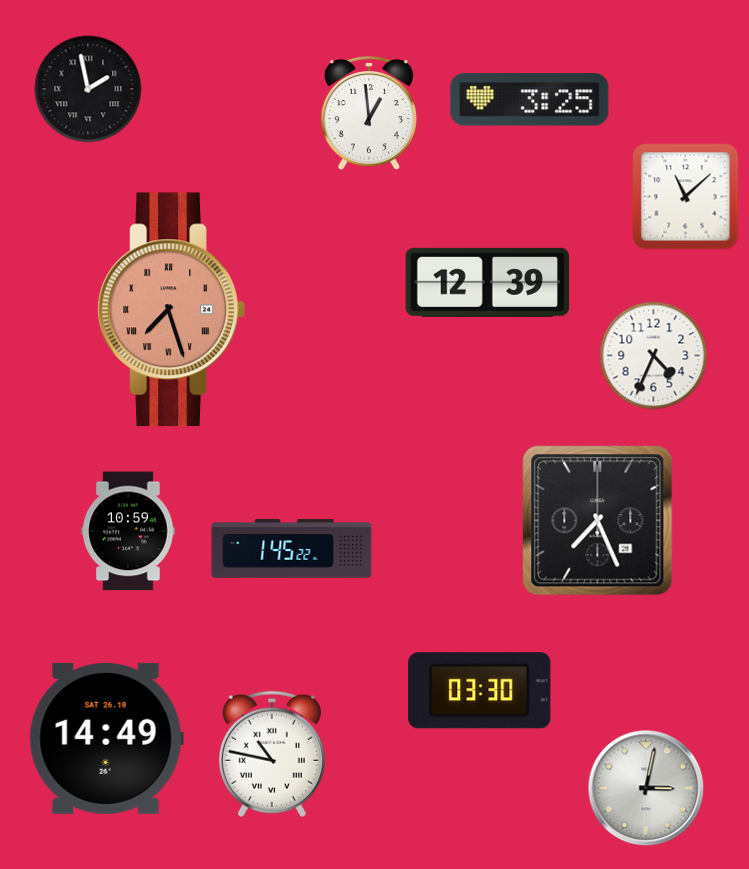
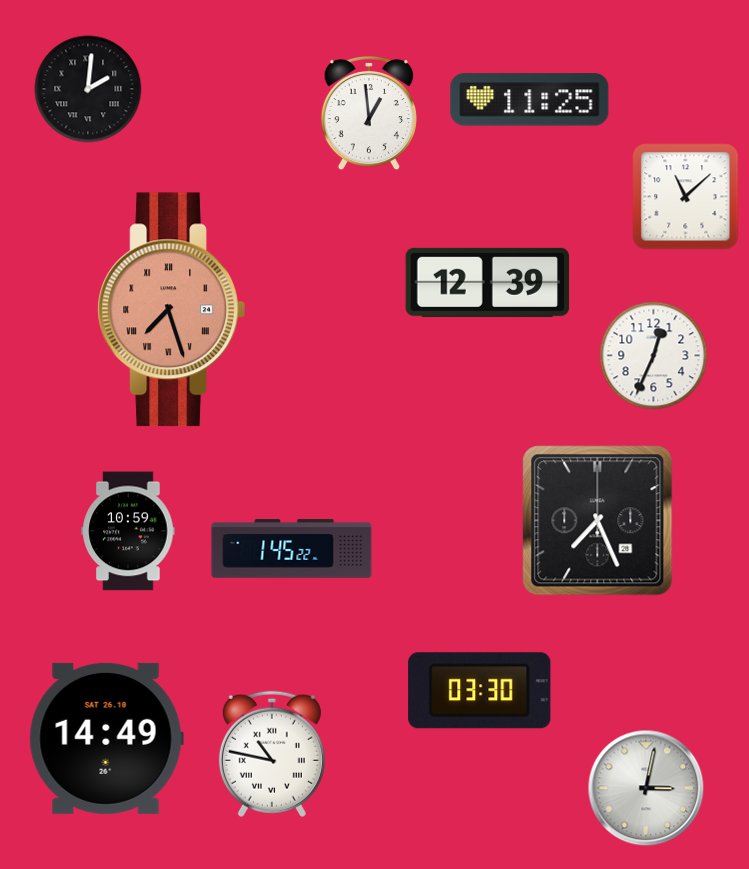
clock at (88, 89): 1:58 -> 2:01
clock at (530, 100): 3:25 -> 11:25
clock at (654, 356): 4:34 -> 12:34
